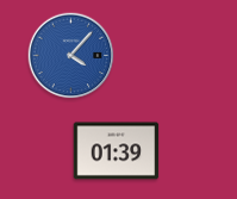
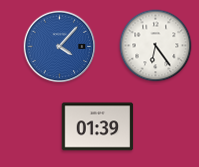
clock at (156, 46): none -> 6:24
